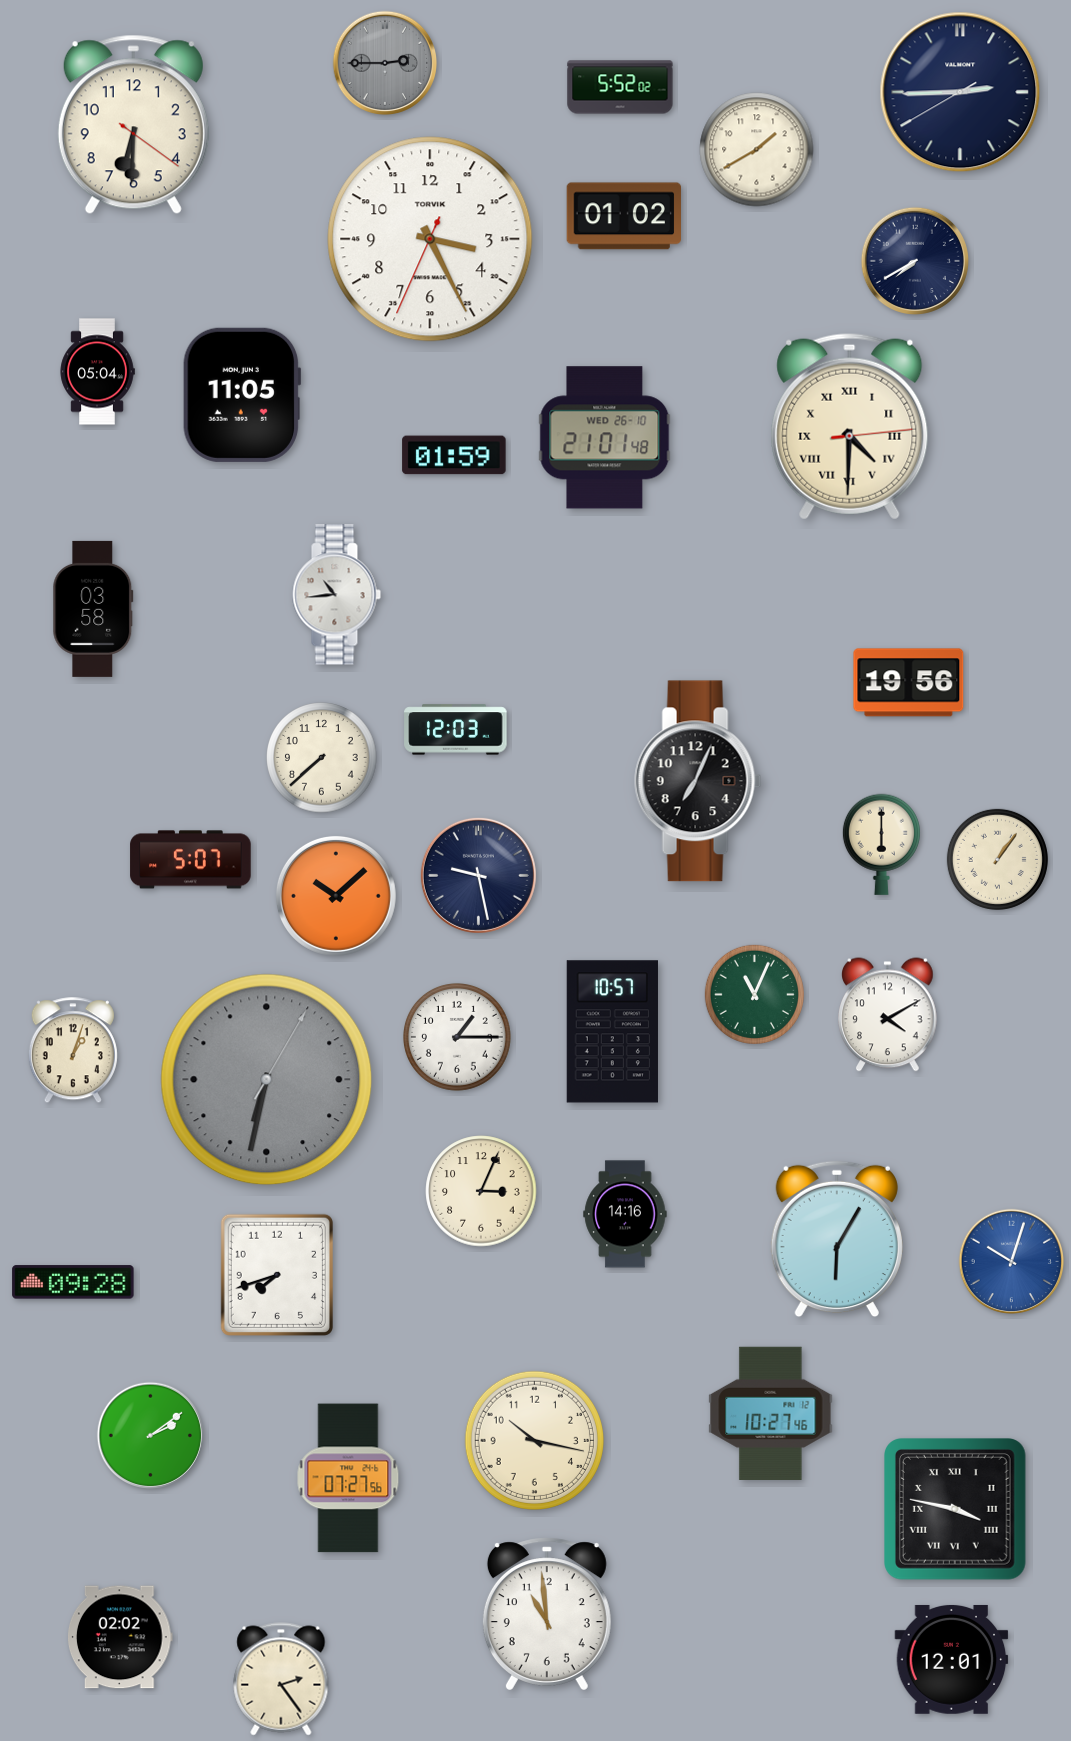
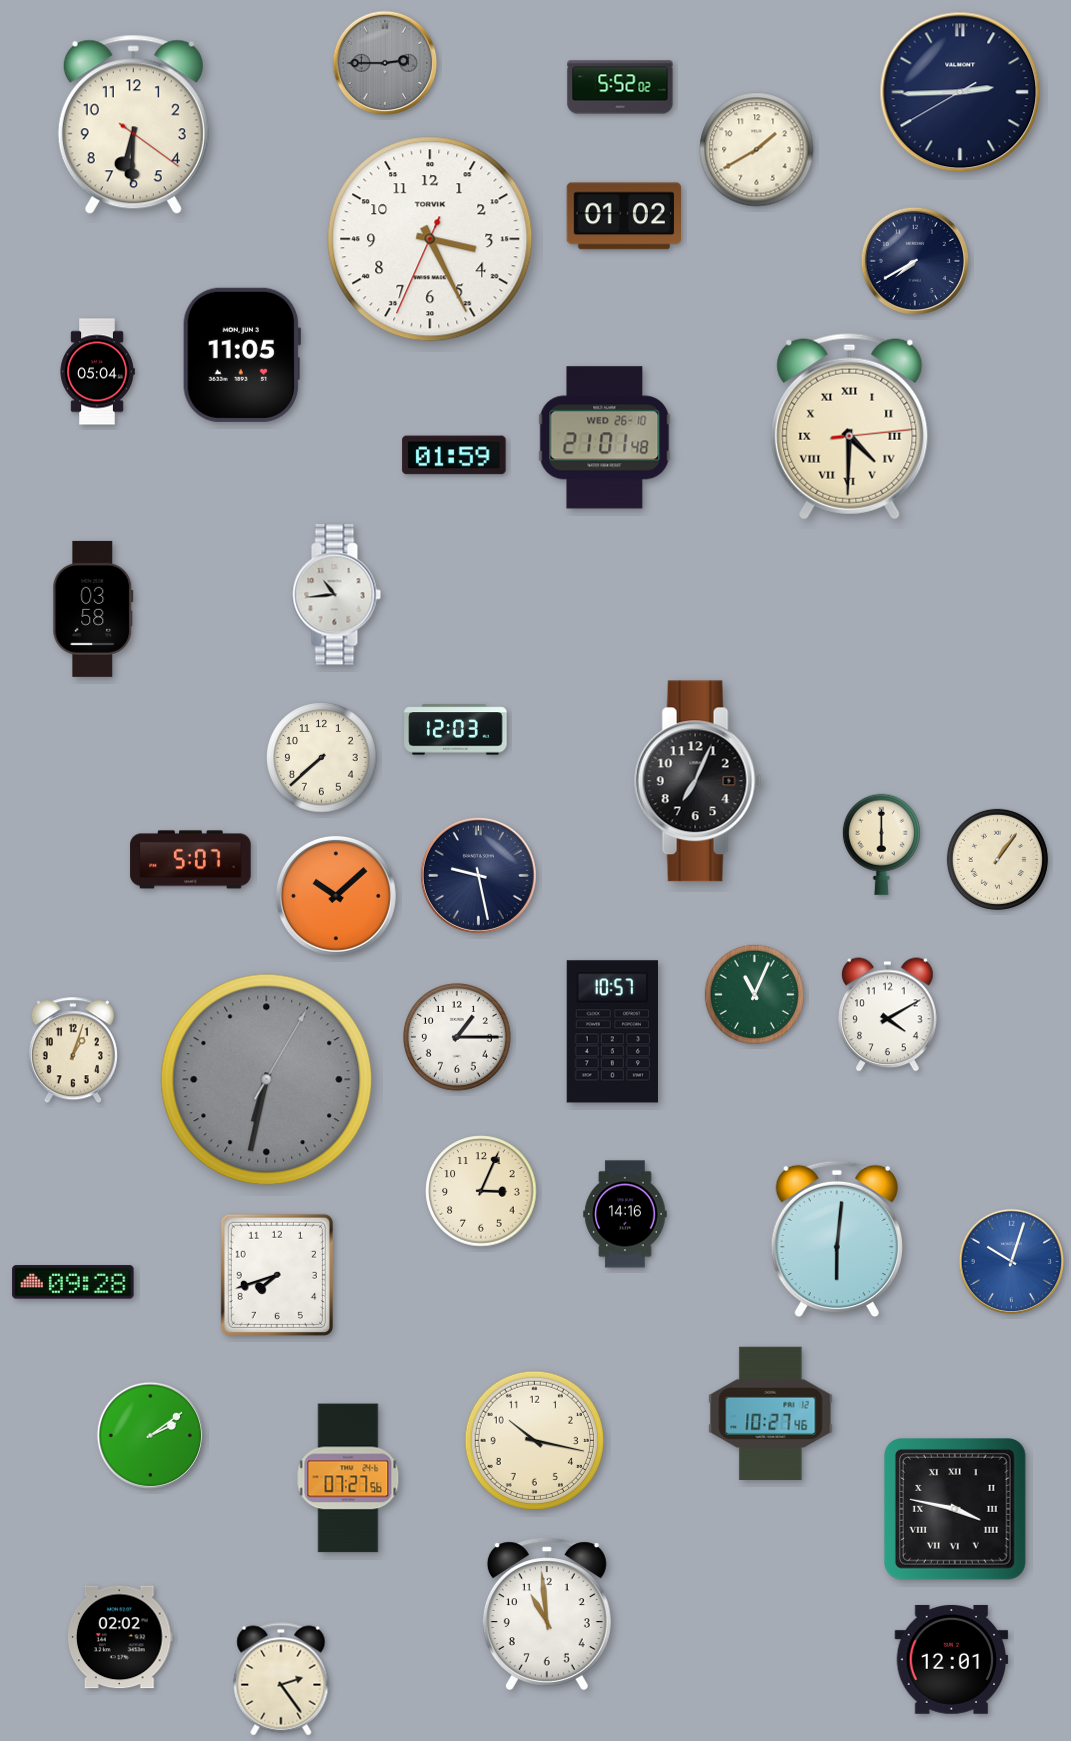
clock at (242, 395) position: (242, 395) -> (242, 355)
clock at (909, 683): 19:56 -> none
clock at (837, 1239): 6:05 -> 6:01
